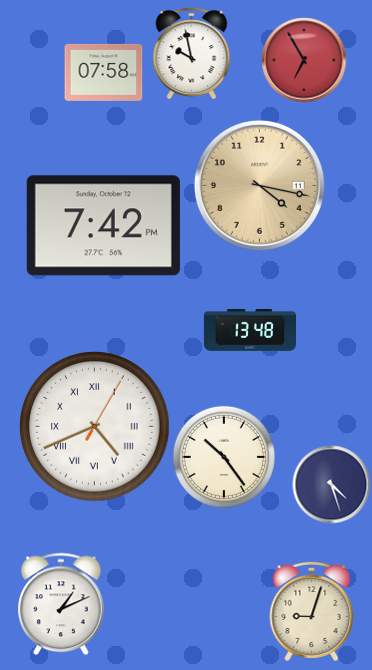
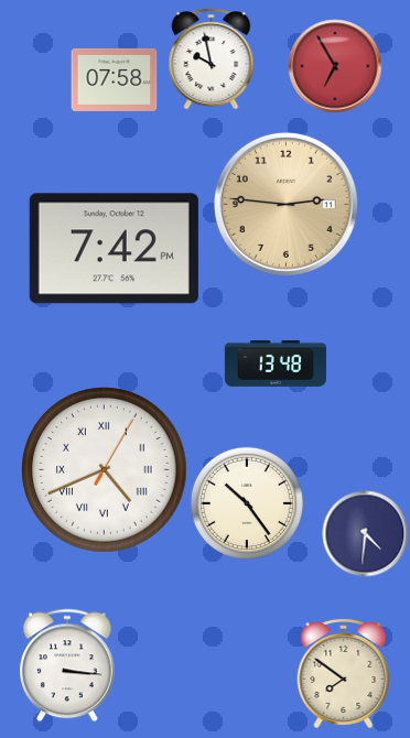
clock at (259, 185): 4:17 -> 2:46
clock at (331, 484): 4:27 -> 4:31
clock at (62, 604): 1:11 -> 3:16
clock at (312, 611): 9:03 -> 7:51
